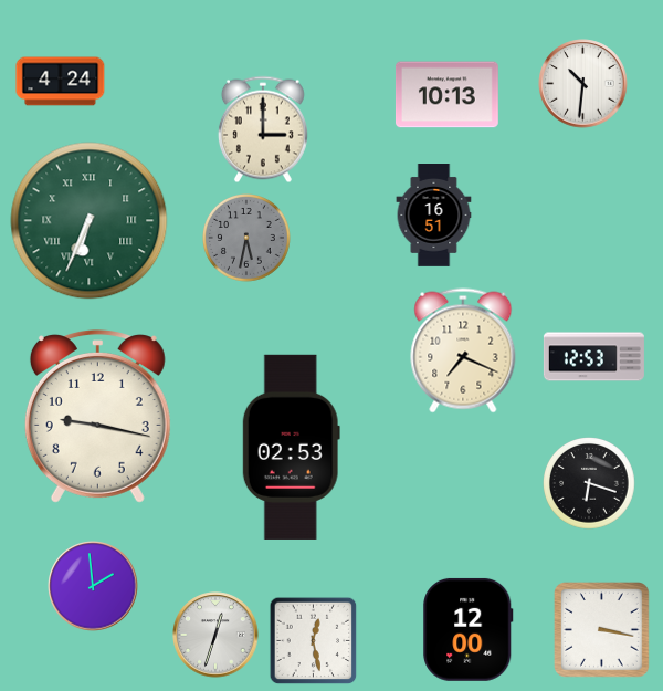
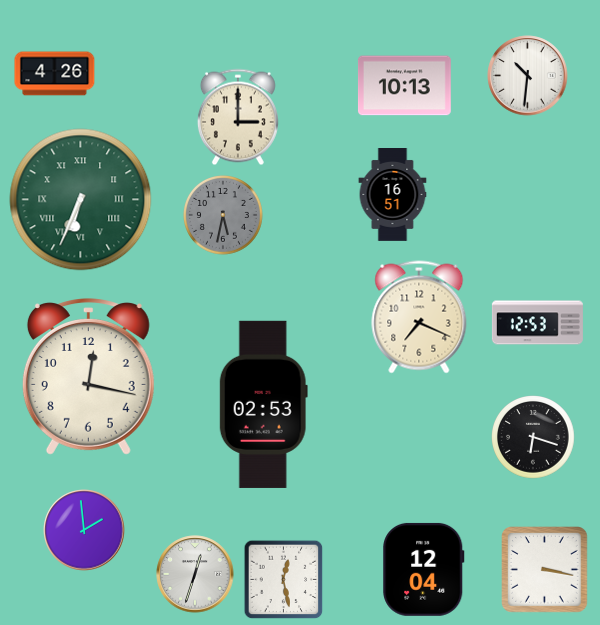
clock at (61, 82): 4:24 -> 4:26
clock at (97, 417): 9:17 -> 12:17
clock at (469, 629): 12:00 -> 12:04
